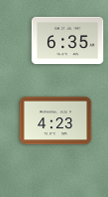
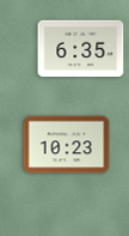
clock at (56, 121): 4:23 -> 10:23
